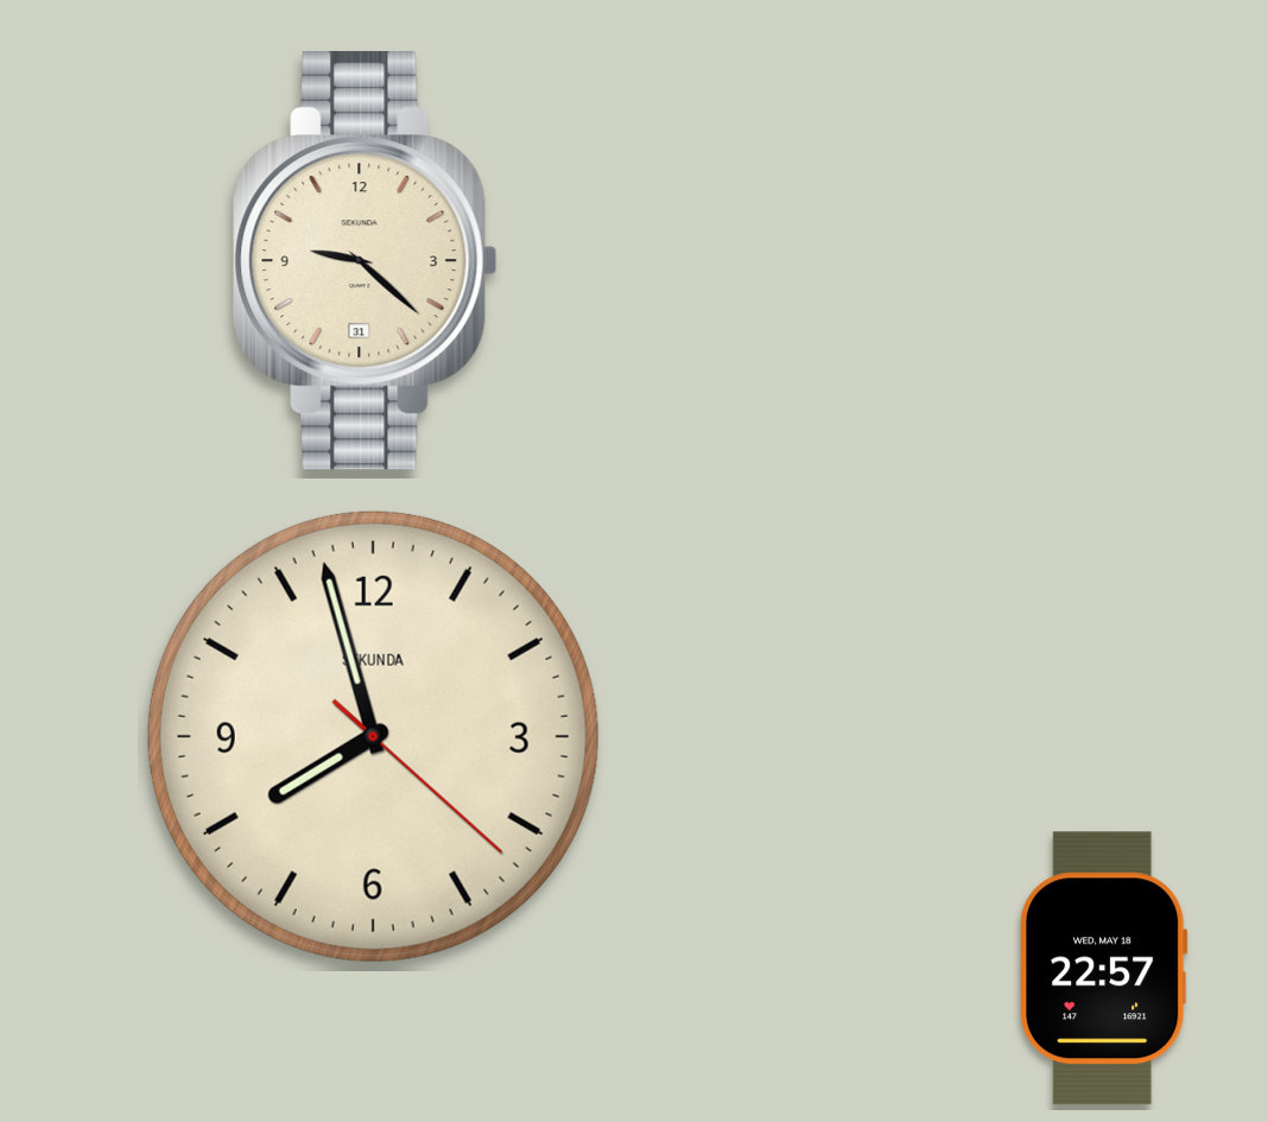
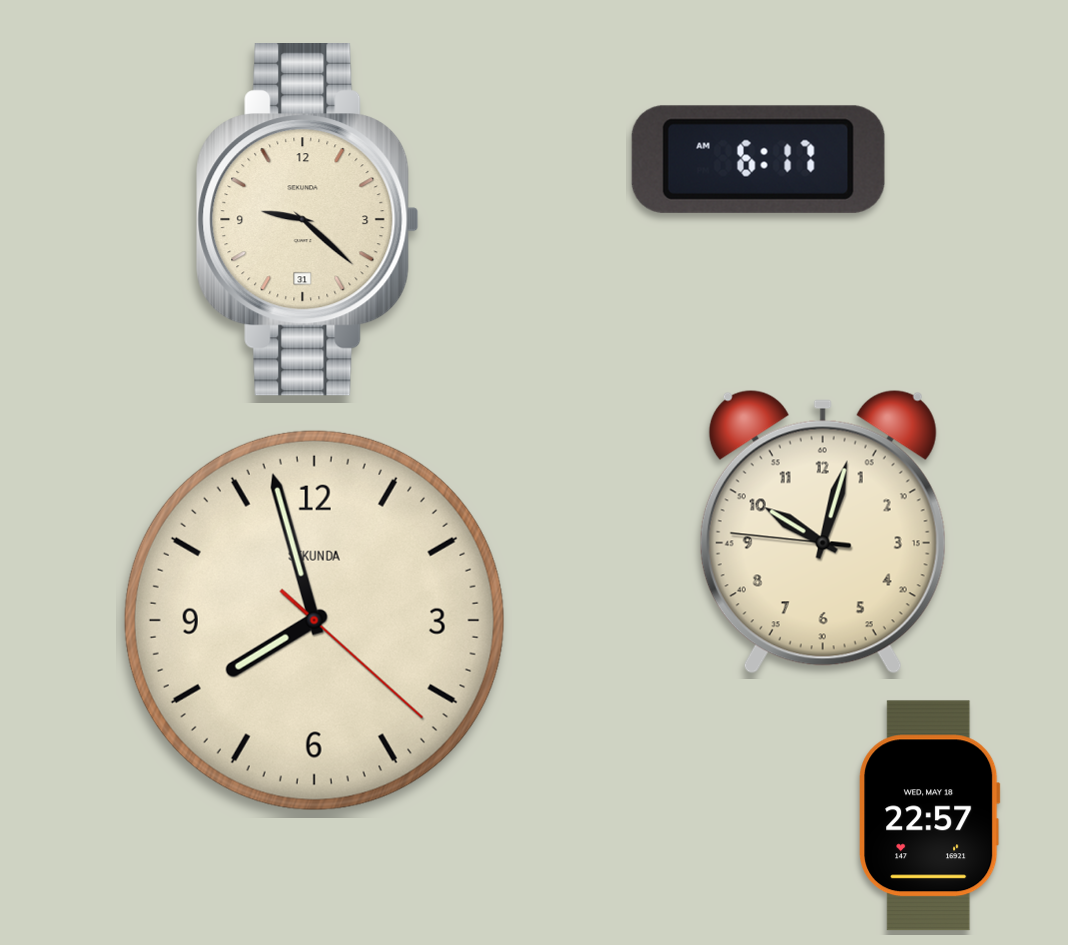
clock at (758, 159): none -> 6:17
clock at (823, 532): none -> 10:02
